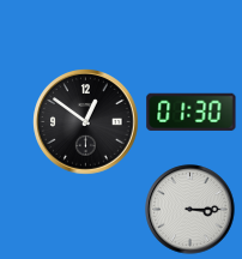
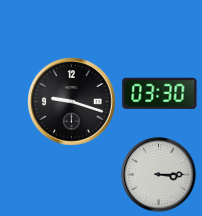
clock at (192, 112): 01:30 -> 03:30
clock at (86, 122): 12:51 -> 9:18
